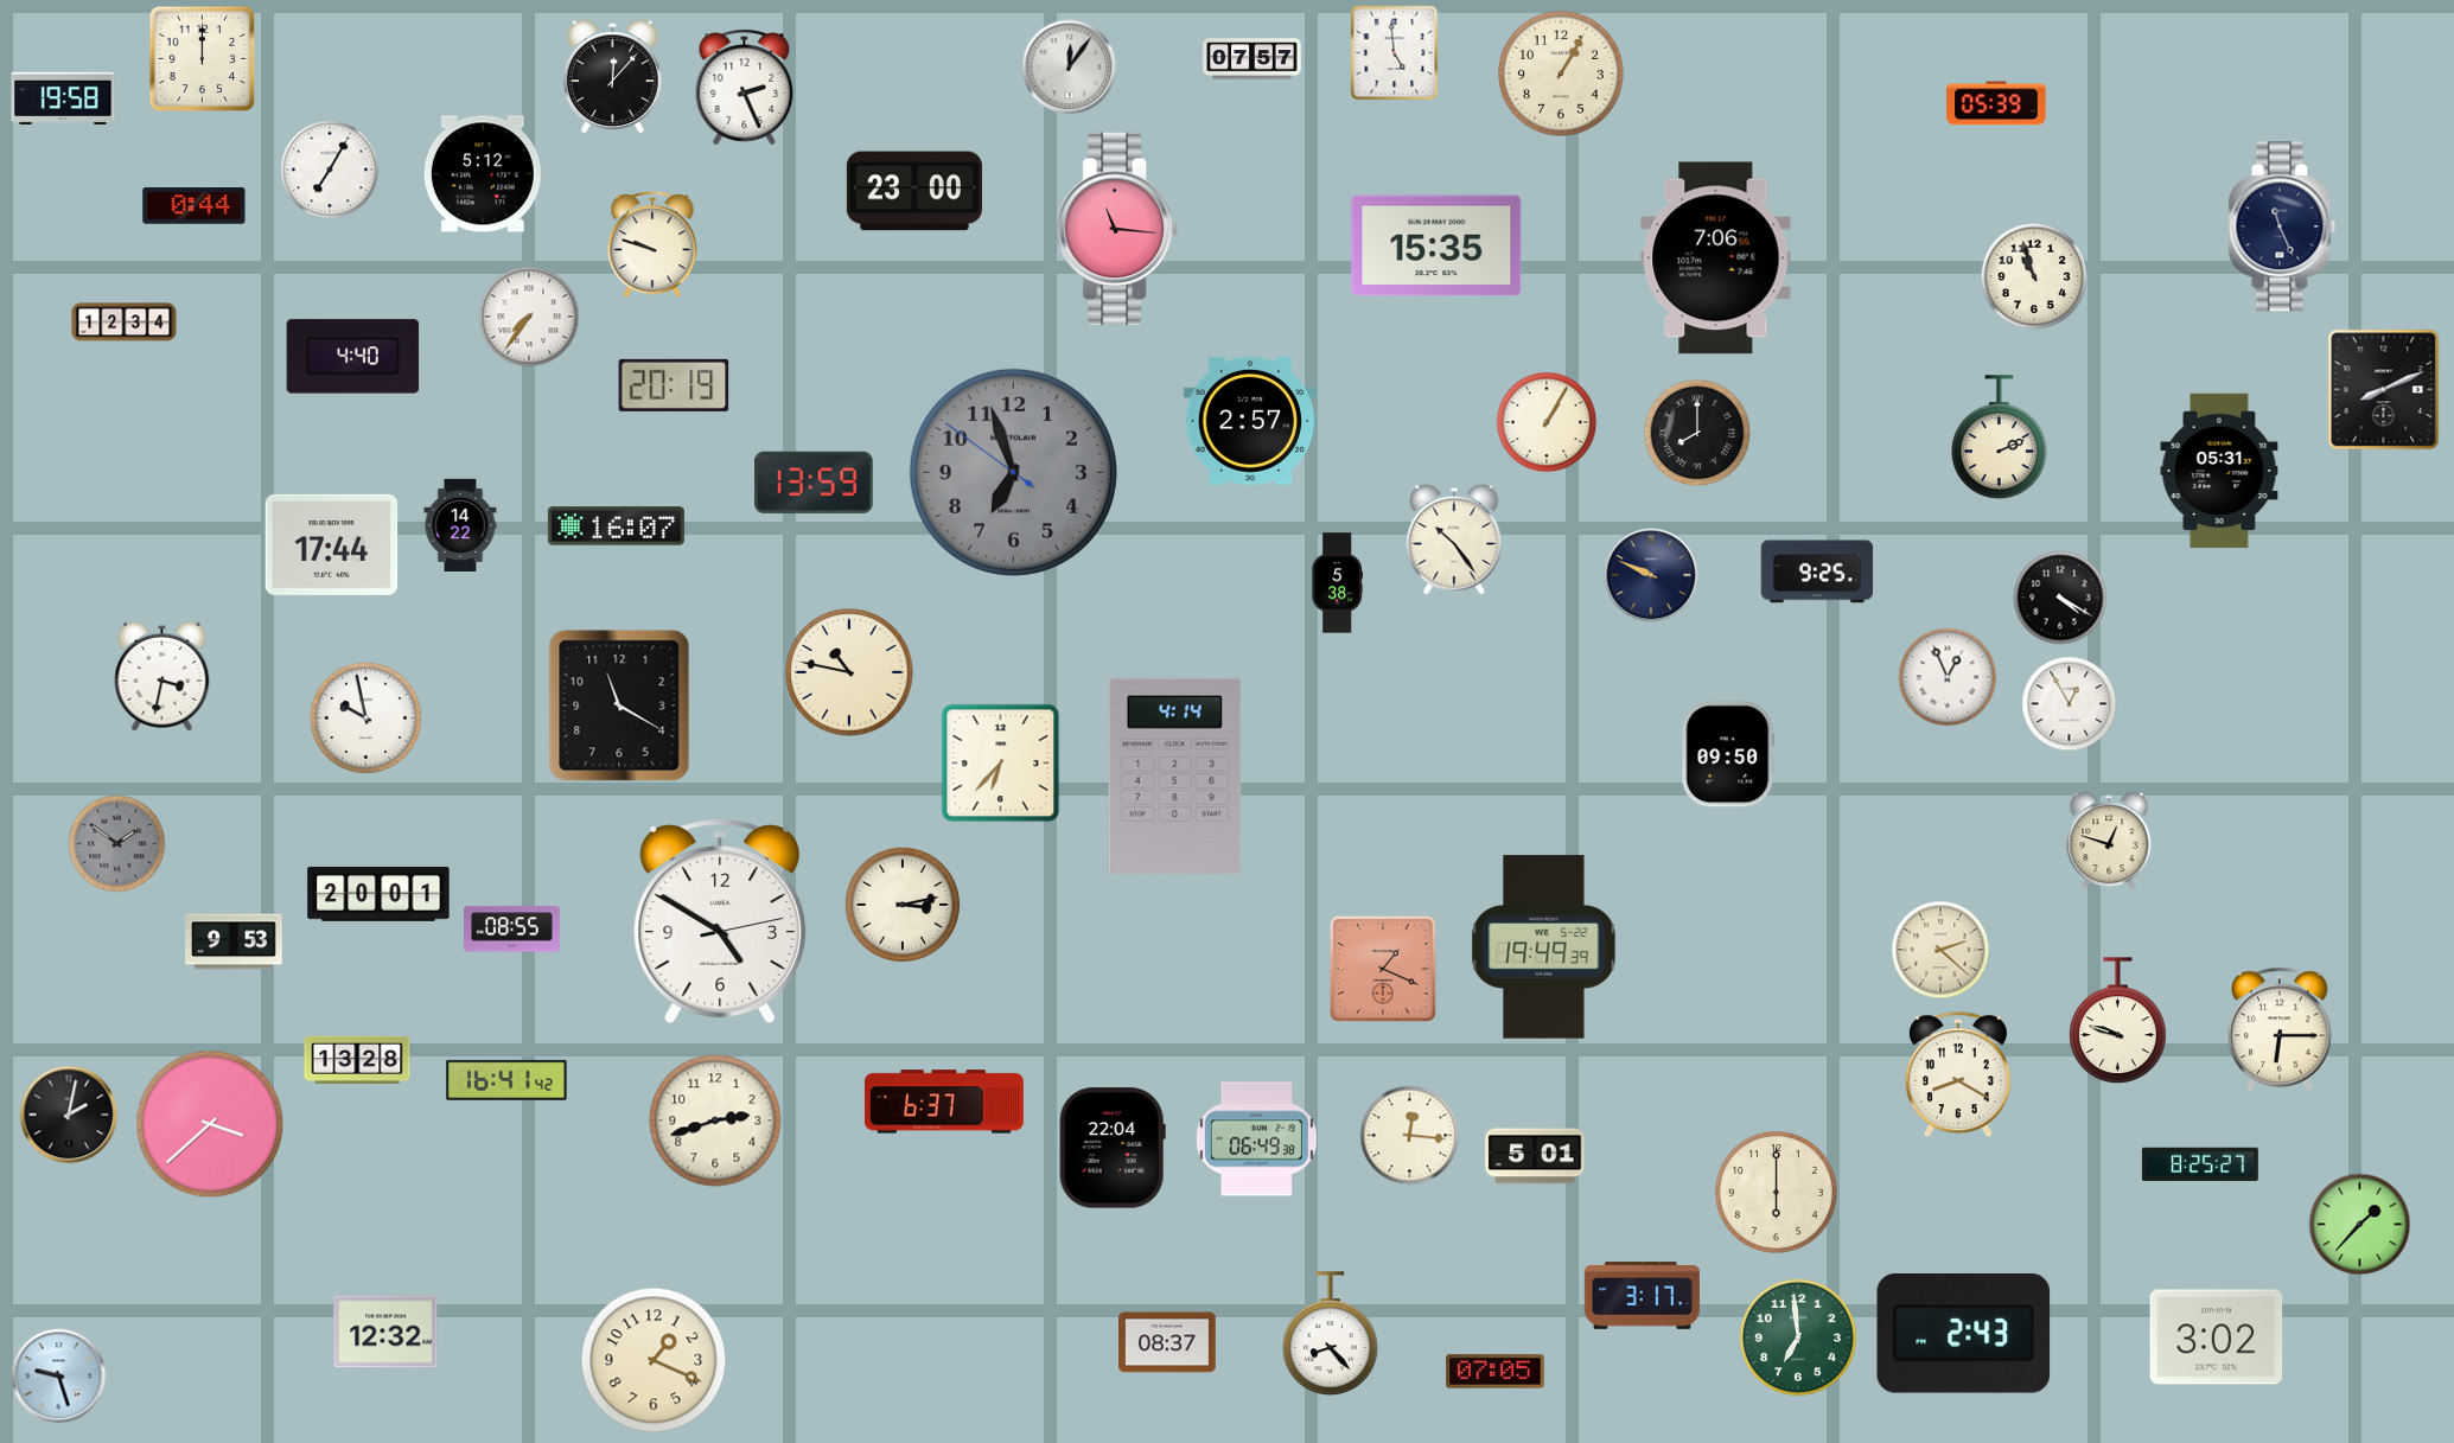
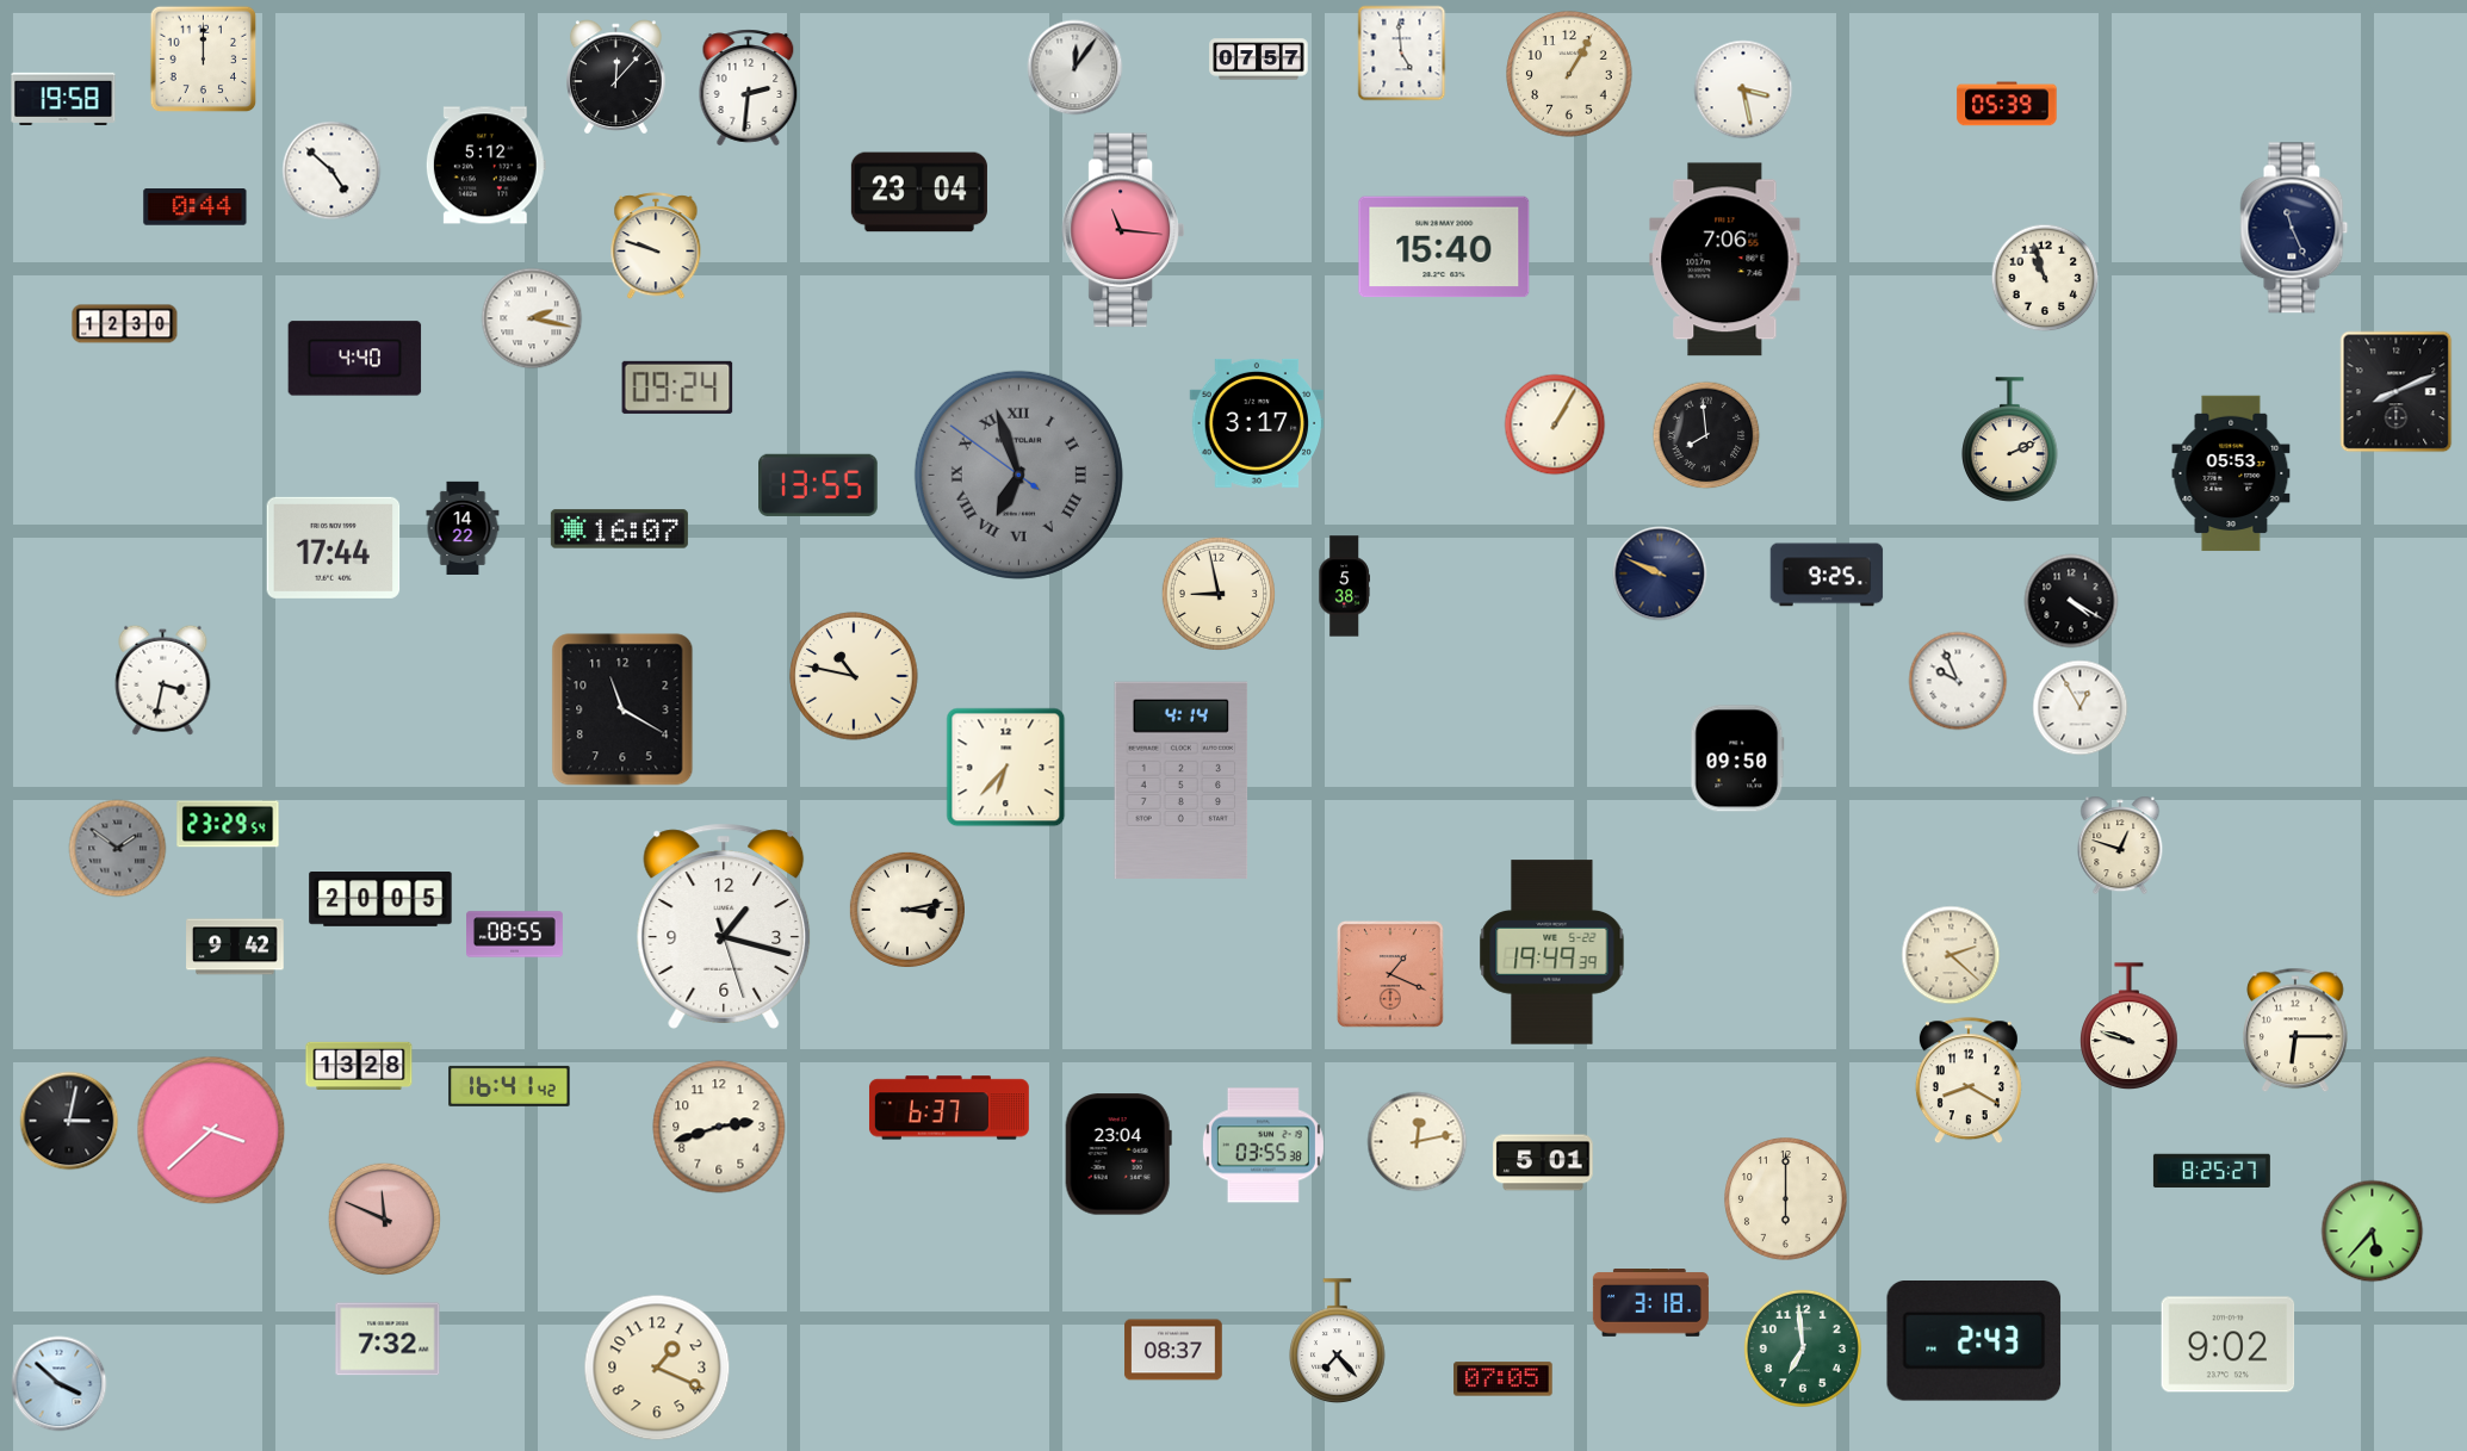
clock at (745, 88): 2:26 -> 2:31
clock at (1743, 89): none -> 3:28
clock at (330, 170): 7:05 -> 4:52
clock at (483, 174) position: (483, 174) -> (485, 166)
clock at (914, 191): 23:00 -> 23:04
clock at (1436, 245): 15:35 -> 15:40
clock at (529, 317): 7:36 -> 2:17
clock at (125, 323): 12:34 -> 12:30
clock at (674, 385): 20:19 -> 09:24
clock at (1249, 421): 2:57 -> 3:17
clock at (1697, 433): 8:00 -> 7:59
clock at (2219, 471): 05:31 -> 05:53
clock at (1013, 472) numerals: Arabic -> Roman
clock at (815, 483): 13:59 -> 13:55
clock at (1454, 539): 10:24 -> none
clock at (1651, 575) position: (1651, 575) -> (1660, 573)
clock at (1217, 593): none -> 8:58
clock at (1948, 677): 12:56 -> 9:56
clock at (366, 719): 9:58 -> none
clock at (228, 824): none -> 23:29
clock at (378, 895): 20:01 -> 20:05
clock at (720, 921): 4:50 -> 1:17
clock at (234, 941): 9:53 -> 9:42
clock at (2281, 1029) position: (2281, 1029) -> (2296, 1030)
clock at (69, 1115): 2:02 -> 3:02
clock at (1410, 1136): 12:16 -> 12:13
clock at (1256, 1139): 06:49 -> 03:55
clock at (1113, 1148): 22:04 -> 23:04
clock at (385, 1220): none -> 11:49
clock at (2360, 1225): 1:37 -> 5:37
clock at (1642, 1296): 3:17 -> 3:18
clock at (385, 1332): 12:32 -> 7:32
clock at (1331, 1333): 8:23 -> 7:23
clock at (1798, 1337) position: (1798, 1337) -> (1803, 1348)
clock at (2217, 1337): 3:02 -> 9:02
clock at (59, 1377): 9:27 -> 3:52
